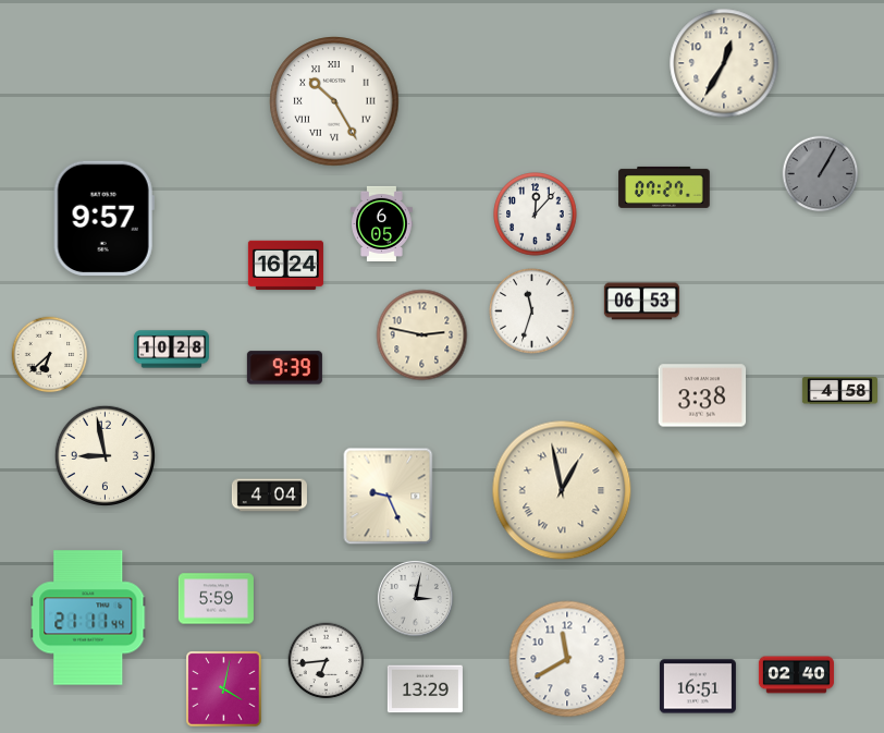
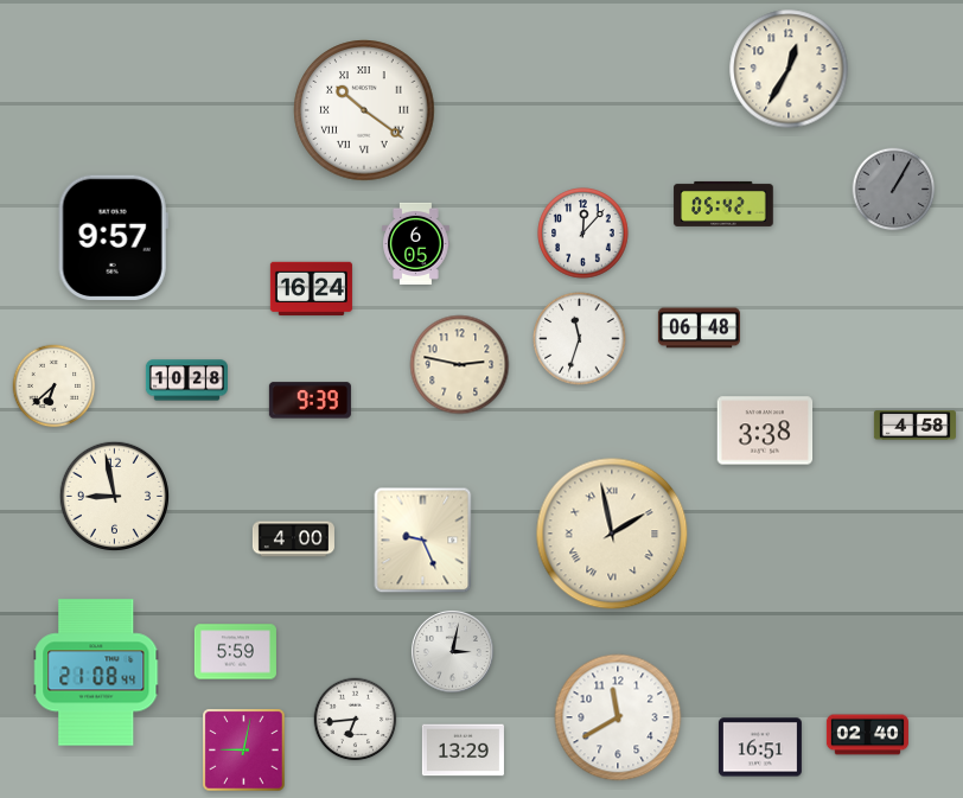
clock at (334, 101): 10:25 -> 10:21
clock at (664, 187): 07:27 -> 05:42
clock at (641, 302): 06:53 -> 06:48
clock at (562, 490): 12:58 -> 1:58
clock at (269, 496): 4:04 -> 4:00
clock at (88, 618): 21:11 -> 21:08
clock at (224, 689): 4:02 -> 9:02
